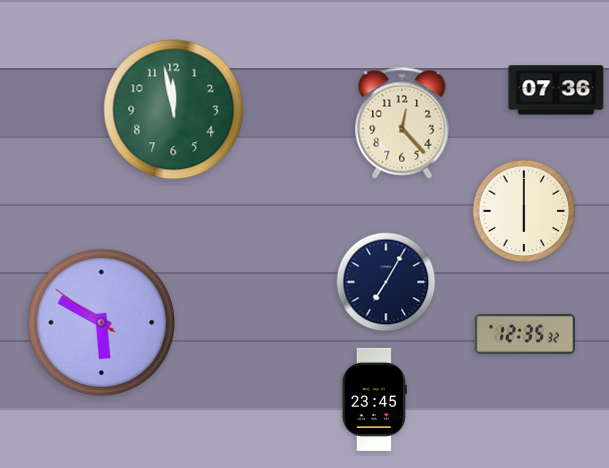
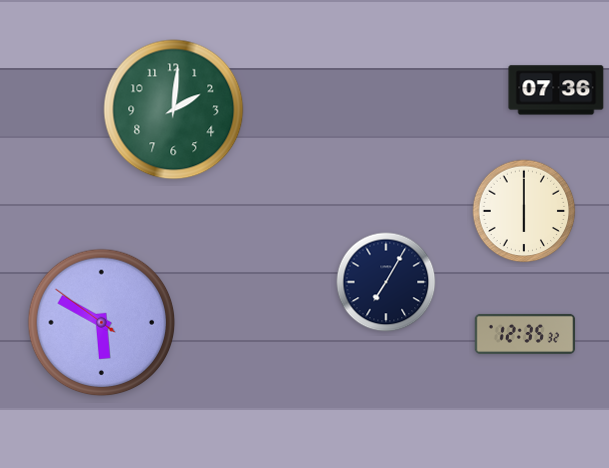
clock at (174, 110): 11:58 -> 2:01
clock at (402, 123): 12:23 -> none
clock at (374, 399): 23:45 -> none
